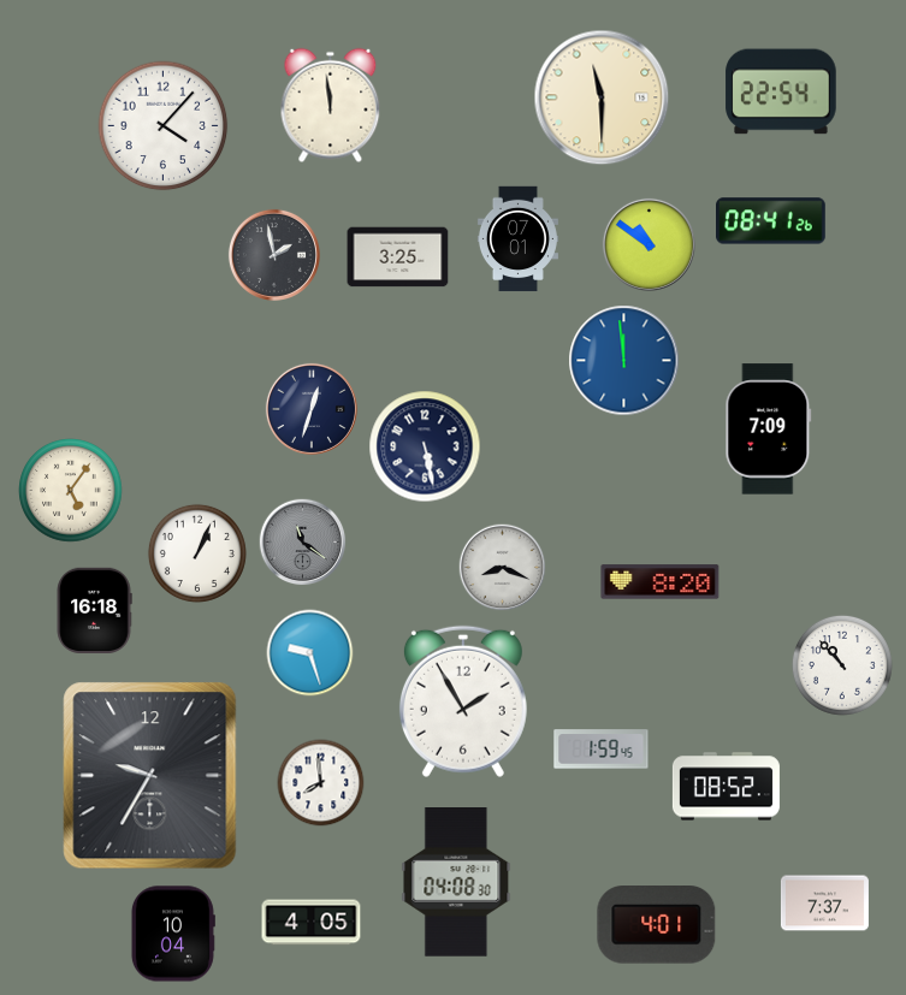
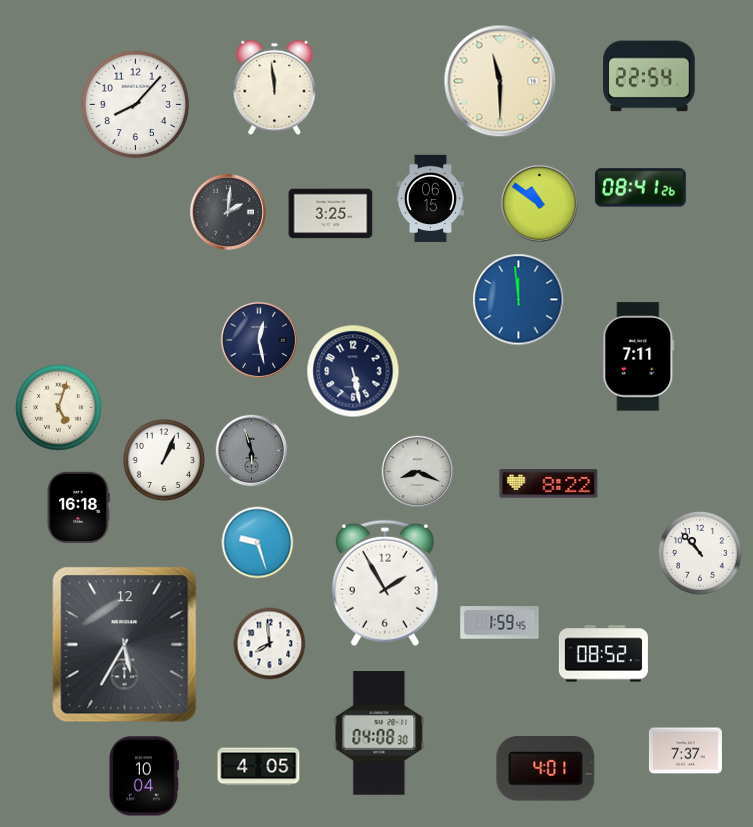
clock at (164, 126): 4:07 -> 8:07
clock at (771, 221) position: (771, 221) -> (641, 188)
clock at (517, 239): 07:01 -> 06:15
clock at (274, 255): 1:58 -> 2:01
clock at (312, 409): 12:33 -> 12:28
clock at (769, 430): 7:09 -> 7:11
clock at (71, 491): 5:06 -> 5:03
clock at (303, 543): 11:21 -> 5:57
clock at (661, 582): 8:20 -> 8:22
clock at (150, 776): 9:35 -> 5:35
clock at (321, 783) position: (321, 783) -> (270, 644)
